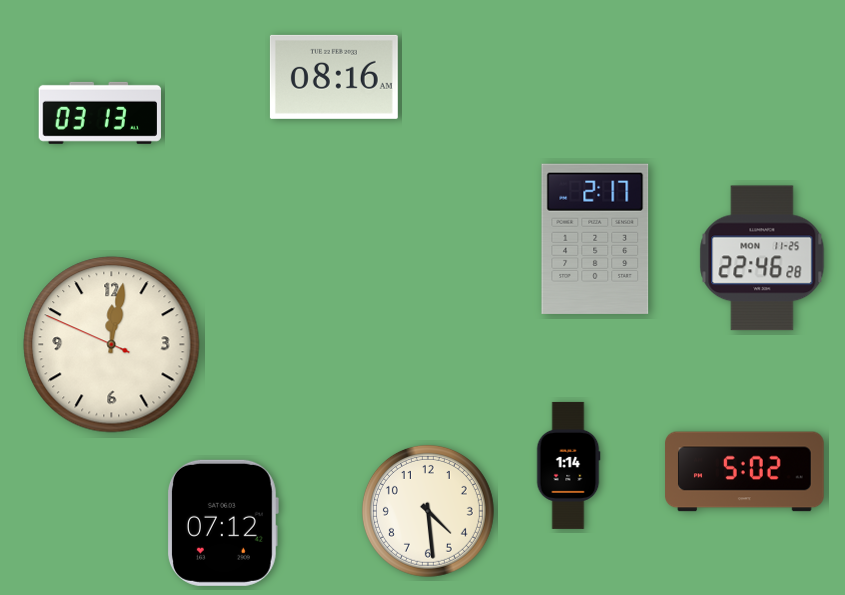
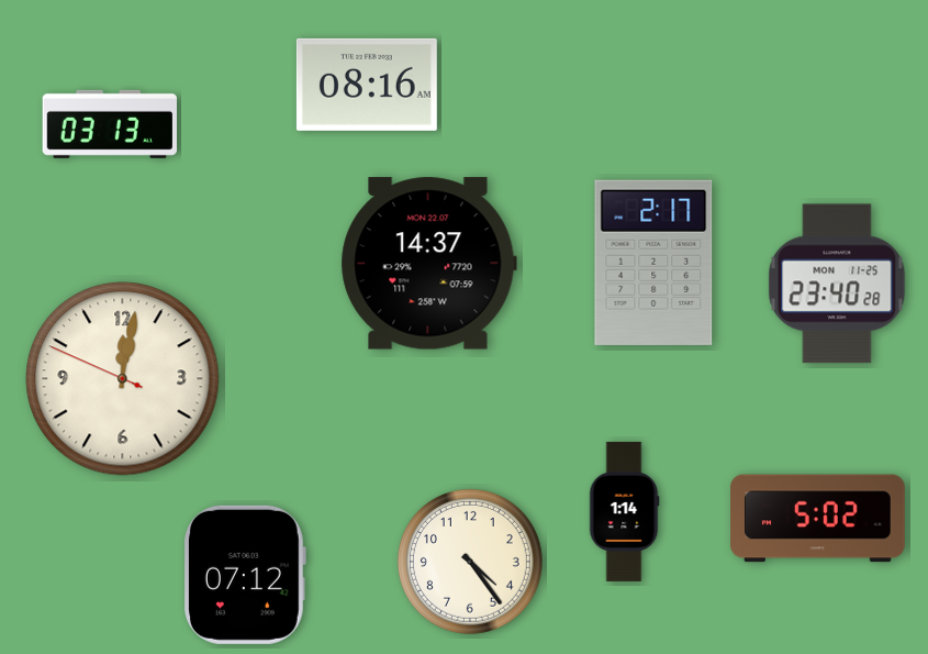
clock at (428, 264): none -> 14:37
clock at (762, 258): 22:46 -> 23:40
clock at (428, 511): 4:29 -> 4:24
